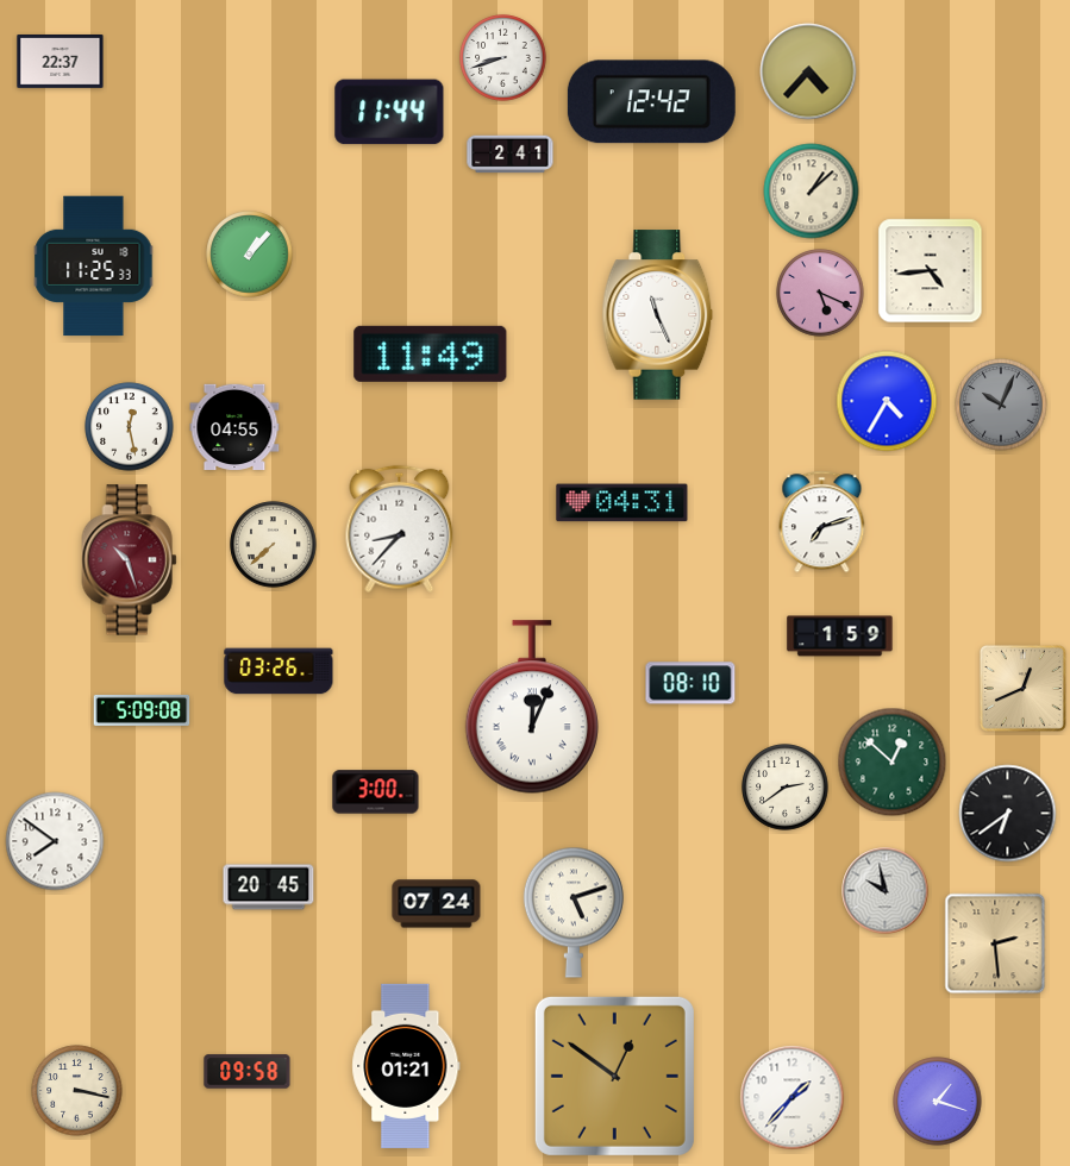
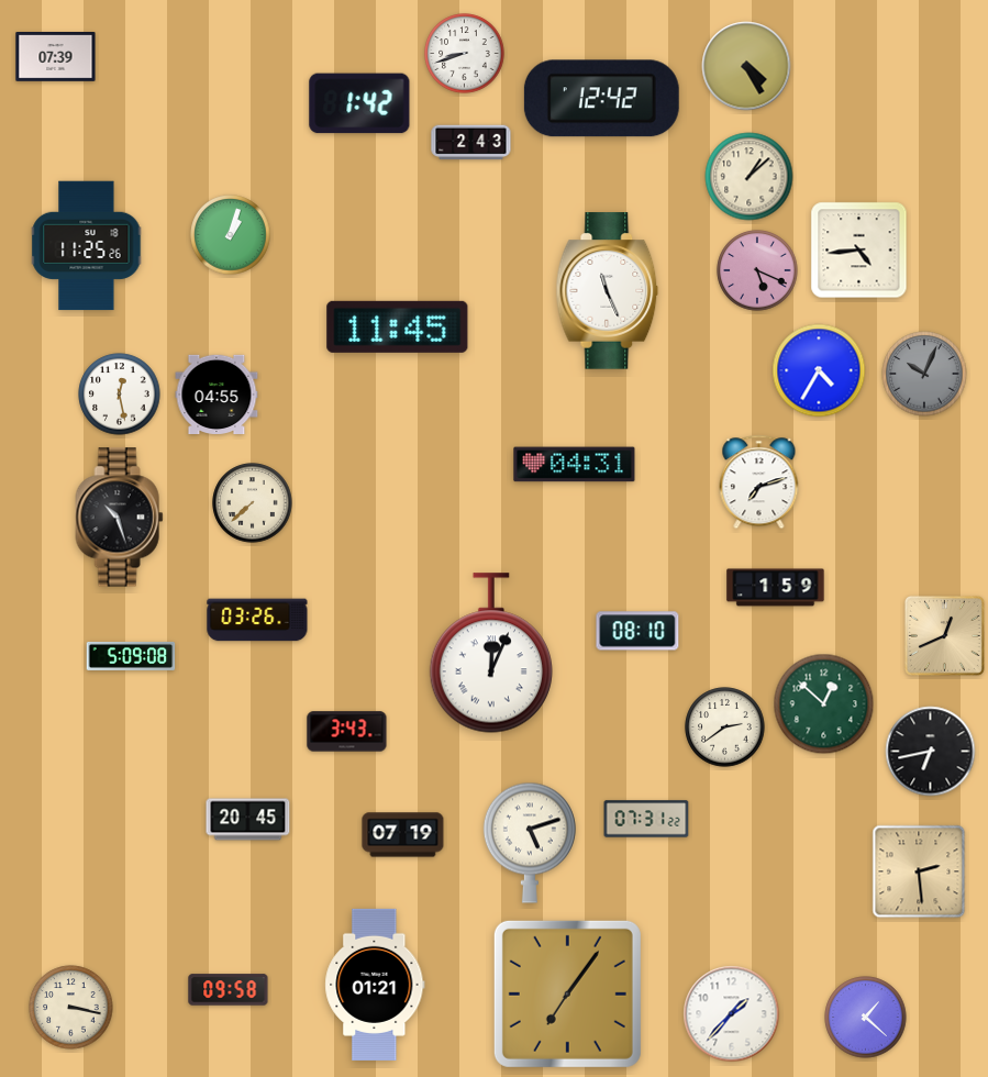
clock at (61, 62): 22:37 -> 07:39
clock at (808, 71): 4:37 -> 4:25
clock at (651, 102) position: (651, 102) -> (601, 99)
clock at (389, 112): 11:44 -> 1:42
clock at (511, 155): 2:41 -> 2:43
clock at (250, 255): 1:07 -> 1:03
clock at (94, 267): 11:25:33 -> 11:25:26
clock at (431, 353): 11:49 -> 11:45
clock at (400, 529): 8:37 -> none
clock at (130, 560) dial: burgundy -> black
clock at (376, 792): 3:00 -> 3:43
clock at (1008, 814): 6:39 -> 6:43
clock at (55, 841): 7:51 -> none
clock at (646, 819): none -> 07:31
clock at (886, 891): 9:58 -> none
clock at (437, 904): 07:24 -> 07:19
clock at (614, 1076): 12:51 -> 7:06
clock at (938, 1102): 1:18 -> 1:22
